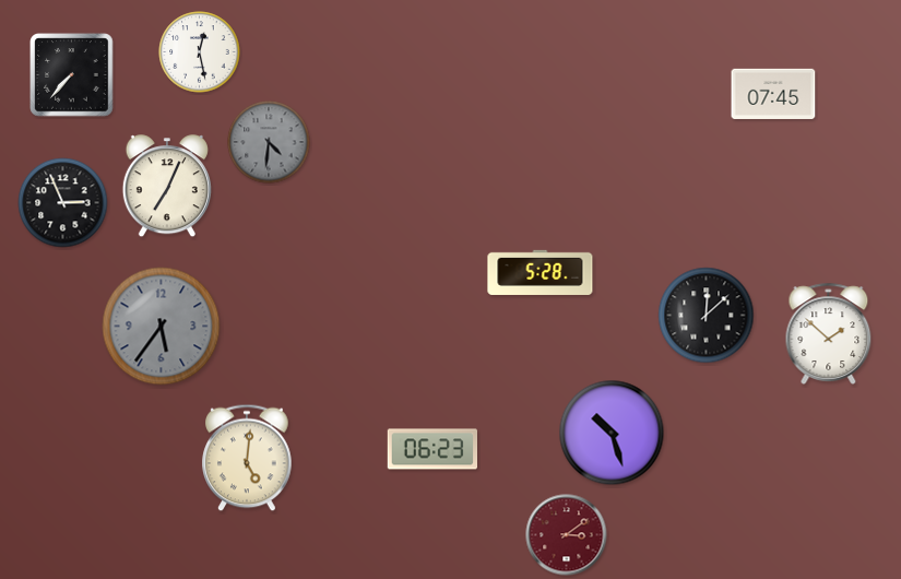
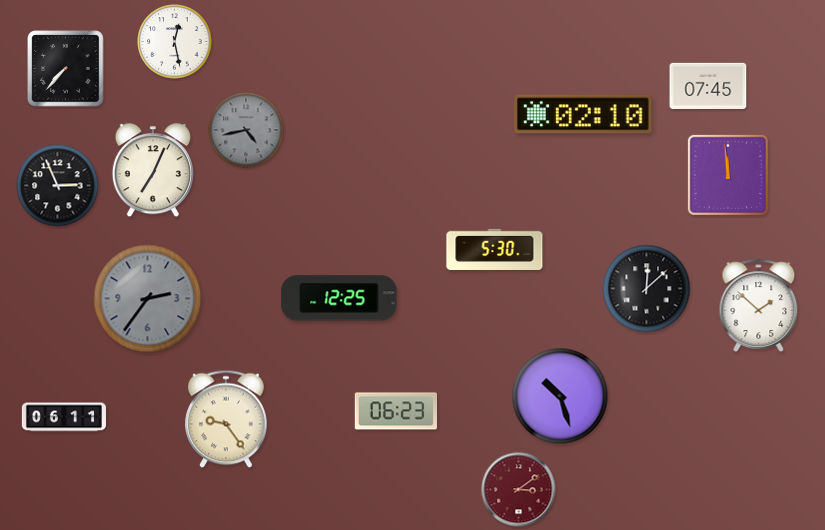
clock at (200, 52) position: (200, 52) -> (175, 42)
clock at (584, 114): none -> 02:10
clock at (269, 142): 4:31 -> 4:43
clock at (728, 175): none -> 11:59
clock at (541, 272): 5:28 -> 5:30
clock at (339, 298): none -> 12:25
clock at (162, 327): 5:36 -> 2:36
clock at (64, 417): none -> 06:11
clock at (247, 458): 5:01 -> 9:24
